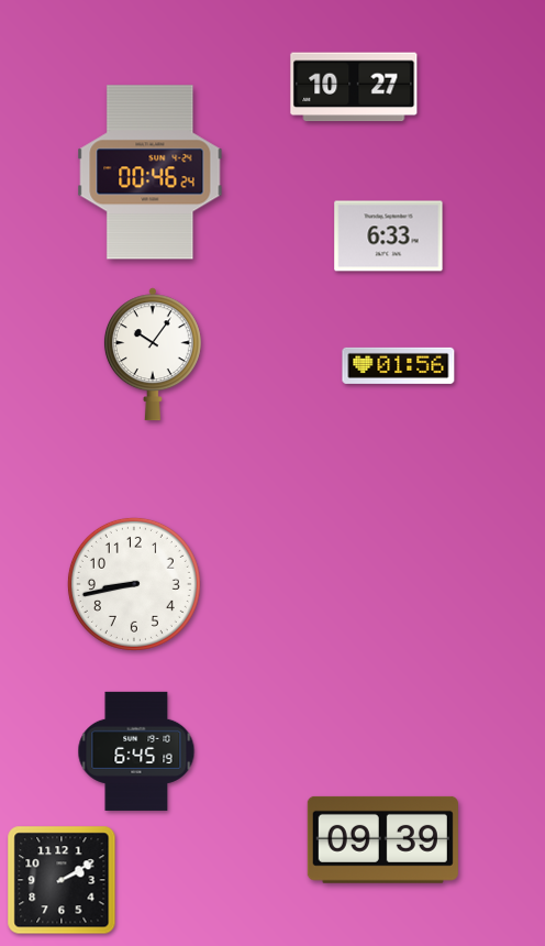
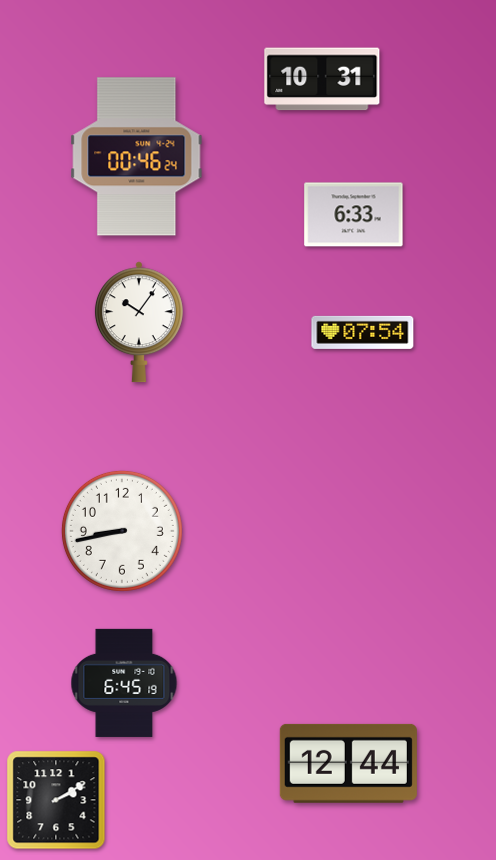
clock at (354, 87): 10:27 -> 10:31
clock at (399, 365): 01:56 -> 07:54
clock at (382, 839): 09:39 -> 12:44
